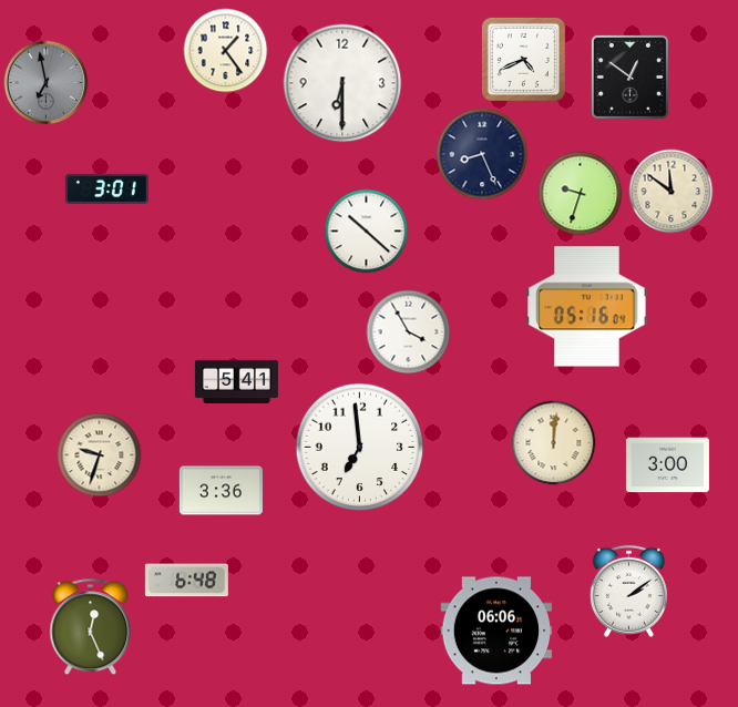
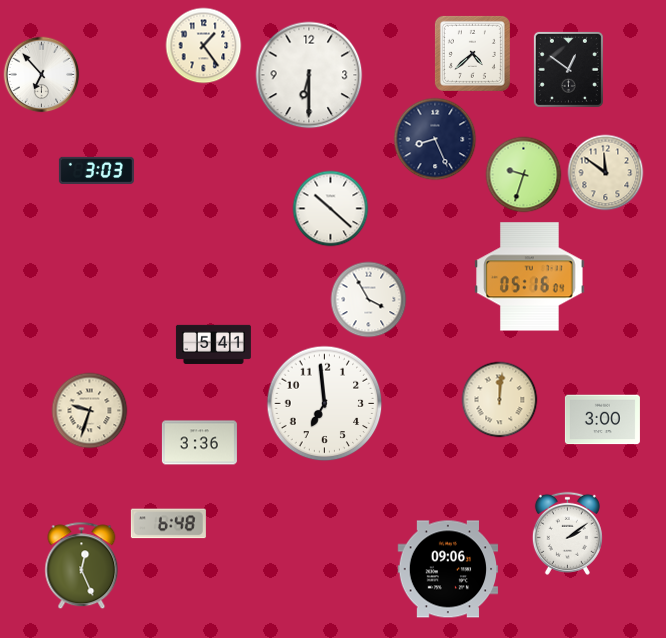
clock at (523, 59): 4:41 -> 4:38
clock at (47, 83): 6:58 -> 6:53
clock at (47, 83) dial: grey -> white
clock at (106, 188): 3:01 -> 3:03
clock at (496, 631): 06:06 -> 09:06
